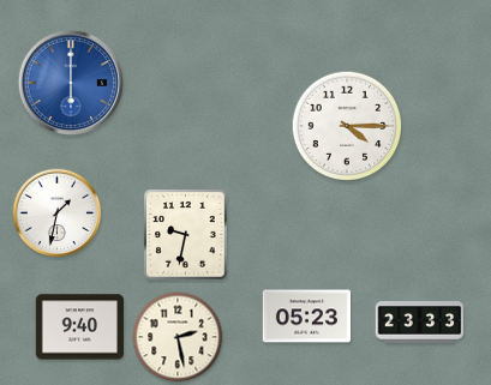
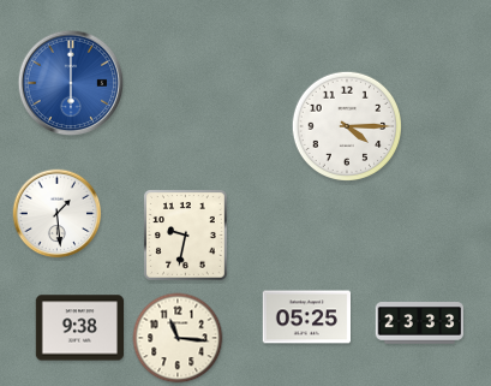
clock at (58, 213): 1:32 -> 1:29
clock at (306, 317): 05:23 -> 05:25
clock at (79, 327): 9:40 -> 9:38
clock at (178, 337): 2:28 -> 11:16
